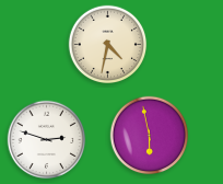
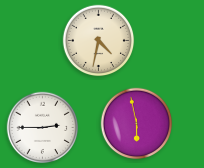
clock at (47, 140): 2:48 -> 2:45
